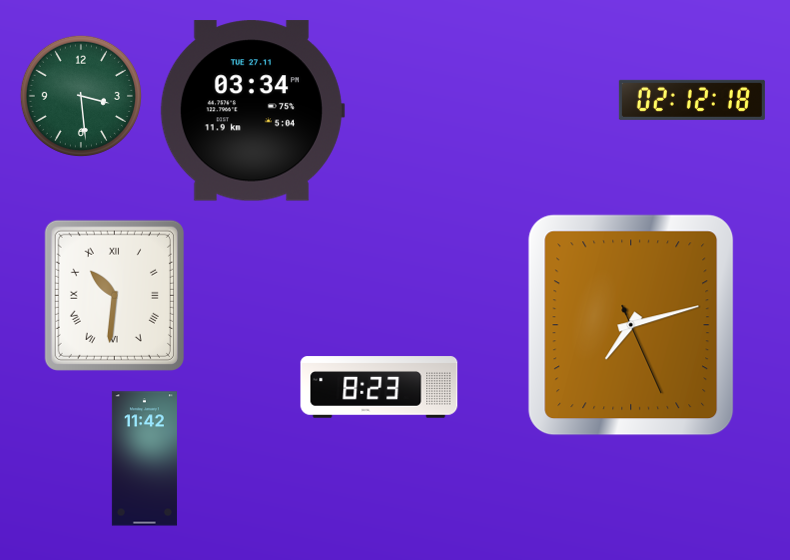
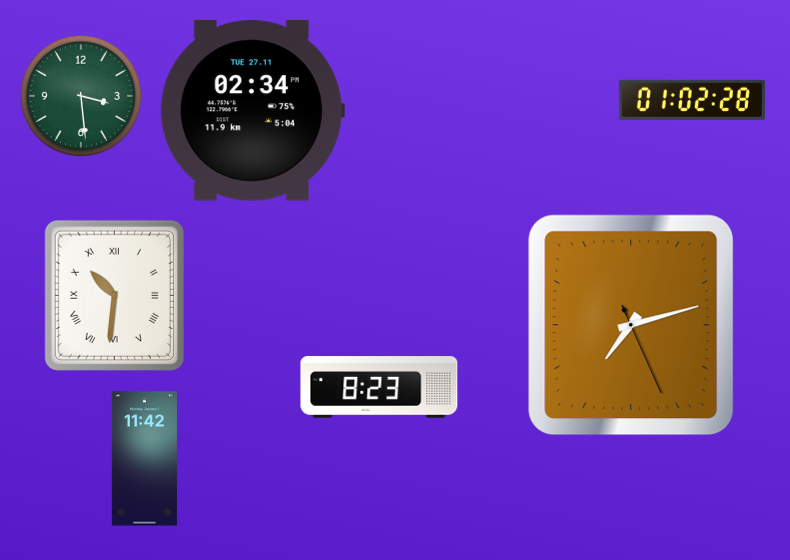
clock at (692, 100): 02:12 -> 01:02
clock at (252, 111): 03:34 -> 02:34
